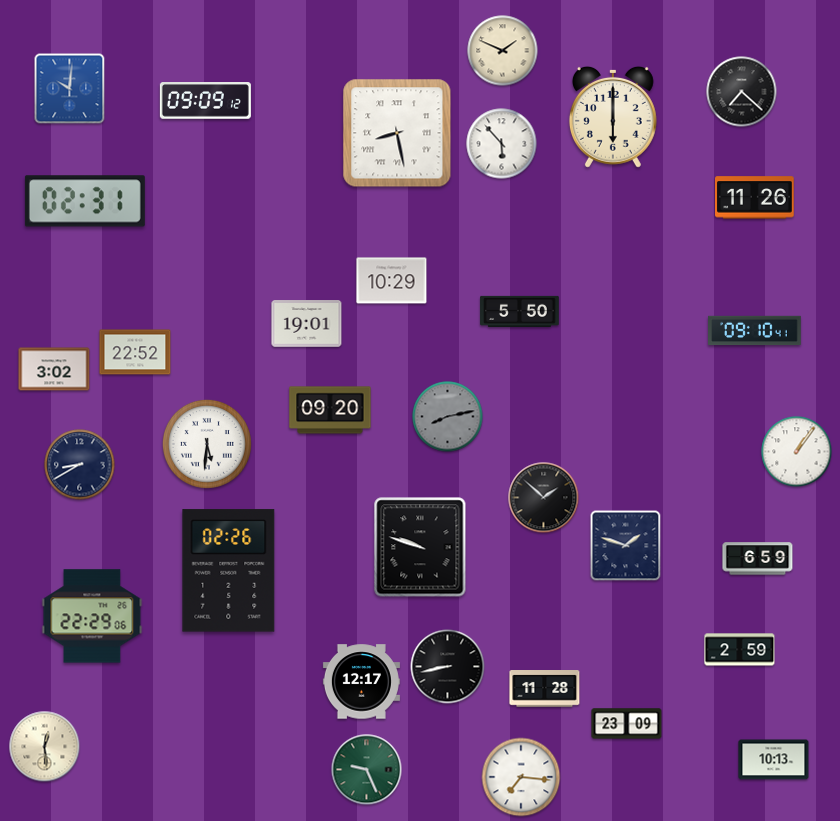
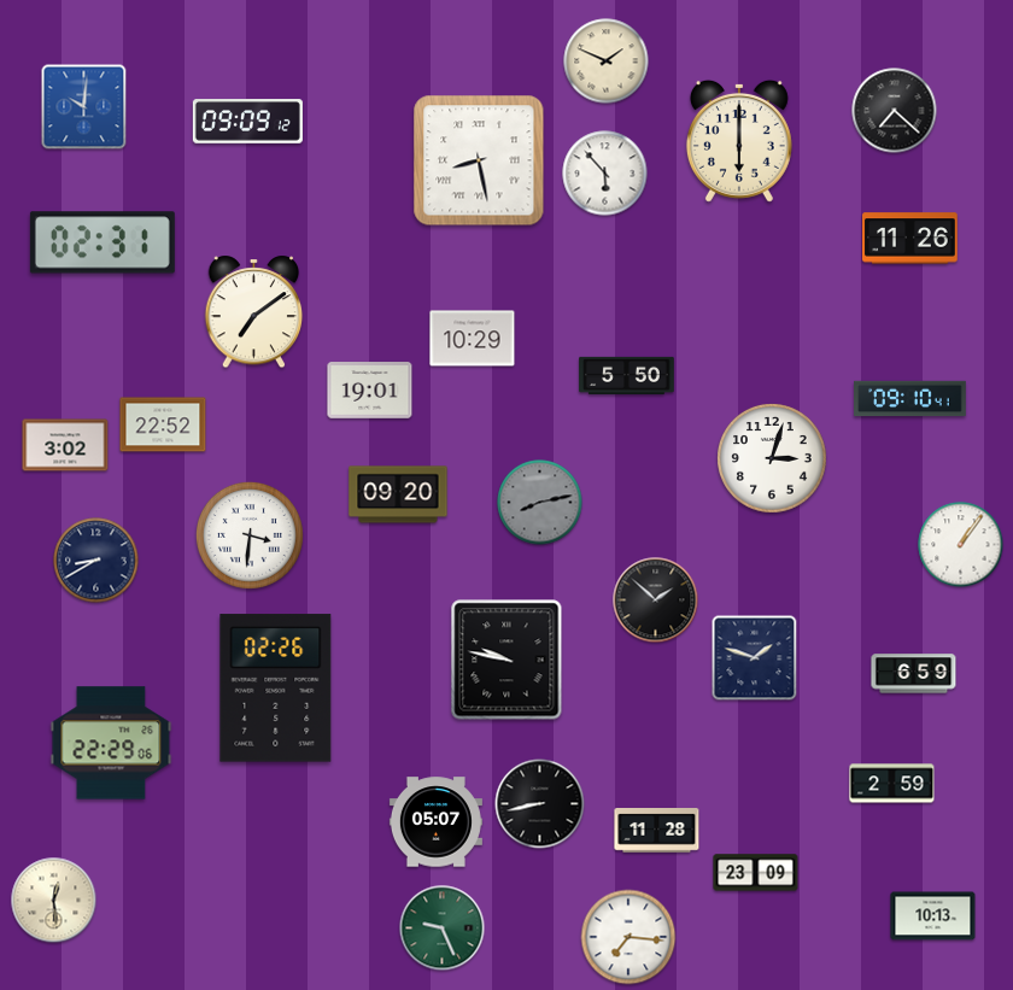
clock at (254, 312): none -> 7:09
clock at (772, 458): none -> 3:03
clock at (207, 444): 5:31 -> 3:31
clock at (420, 547): 9:48 -> 9:47
clock at (361, 682): 12:17 -> 05:07
